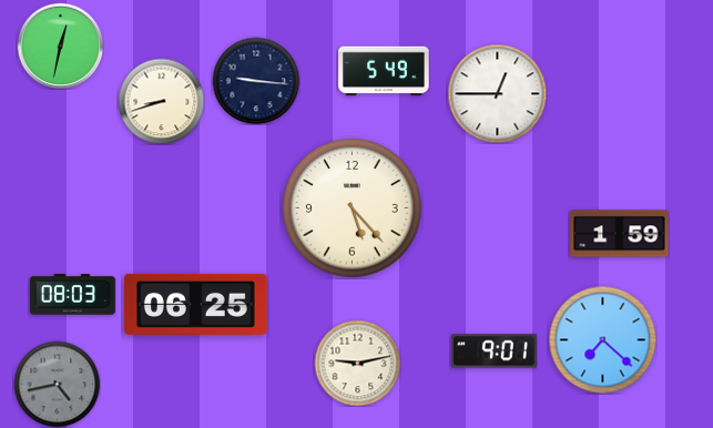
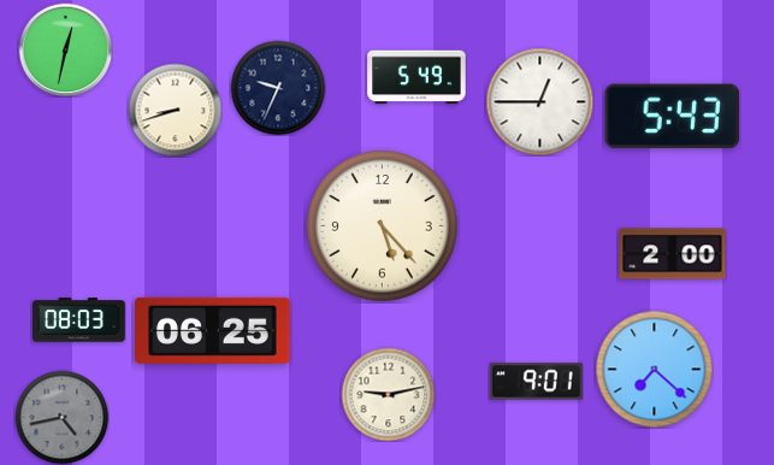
clock at (256, 81): 9:16 -> 9:34
clock at (672, 116): none -> 5:43
clock at (620, 234): 1:59 -> 2:00
